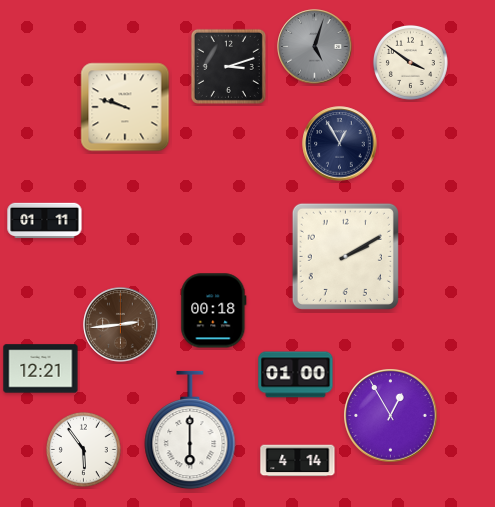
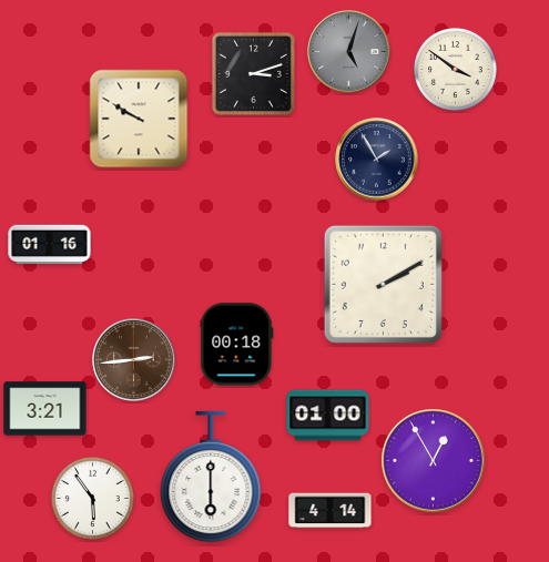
clock at (125, 107): 9:48 -> 9:50
clock at (340, 144): 12:55 -> 1:55
clock at (45, 221): 01:11 -> 01:16
clock at (41, 369): 12:21 -> 3:21
